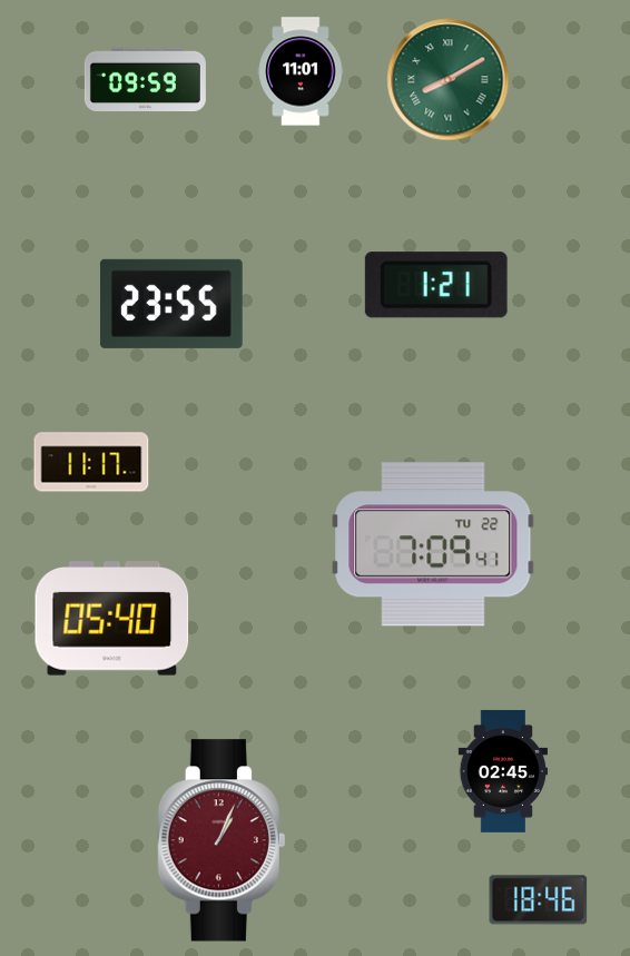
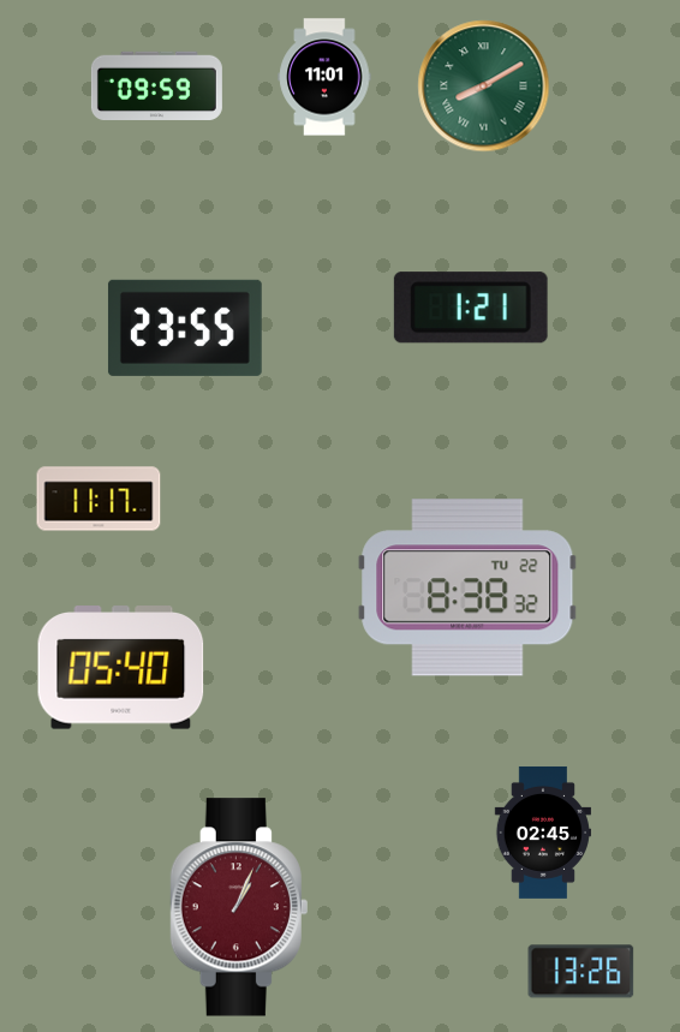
clock at (433, 544): 7:09 -> 8:38
clock at (539, 900): 18:46 -> 13:26
